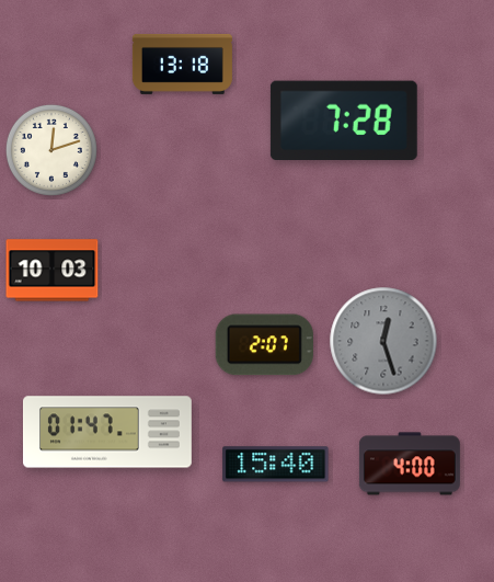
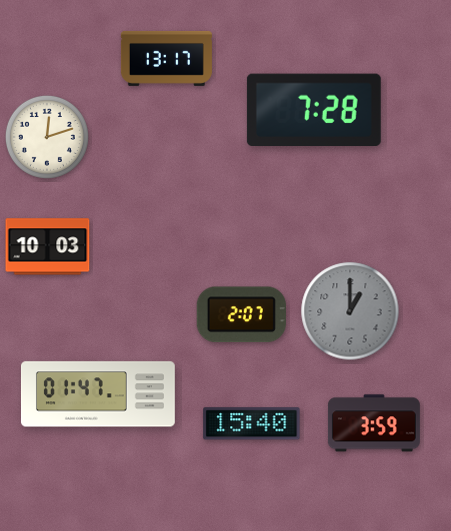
clock at (182, 64): 13:18 -> 13:17
clock at (383, 341): 12:27 -> 1:00
clock at (410, 464): 4:00 -> 3:59
